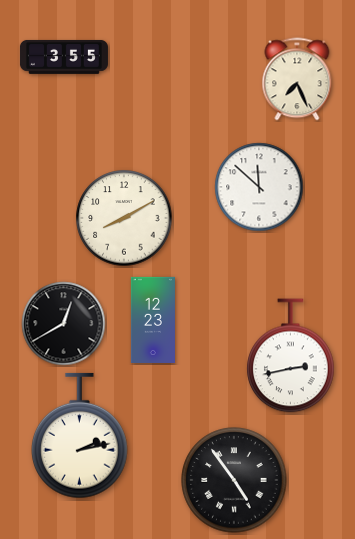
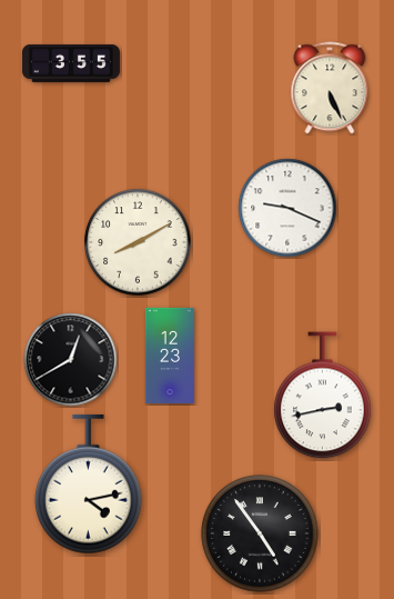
clock at (297, 79): 7:26 -> 5:26
clock at (259, 187): 11:52 -> 9:19
clock at (80, 436): 2:13 -> 4:13
